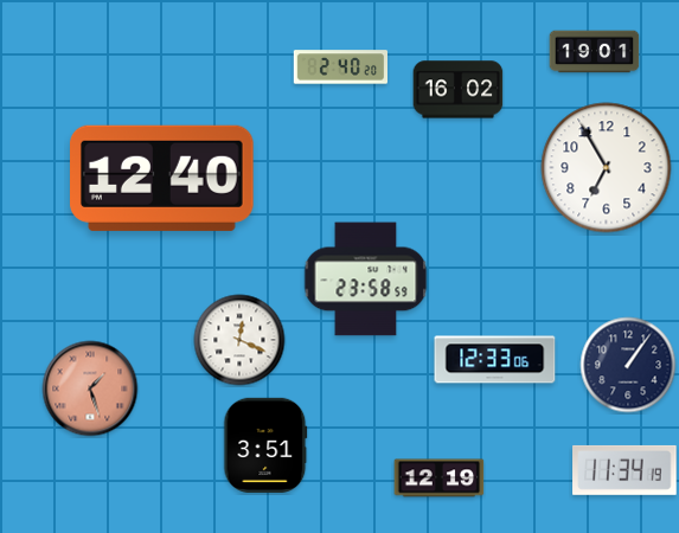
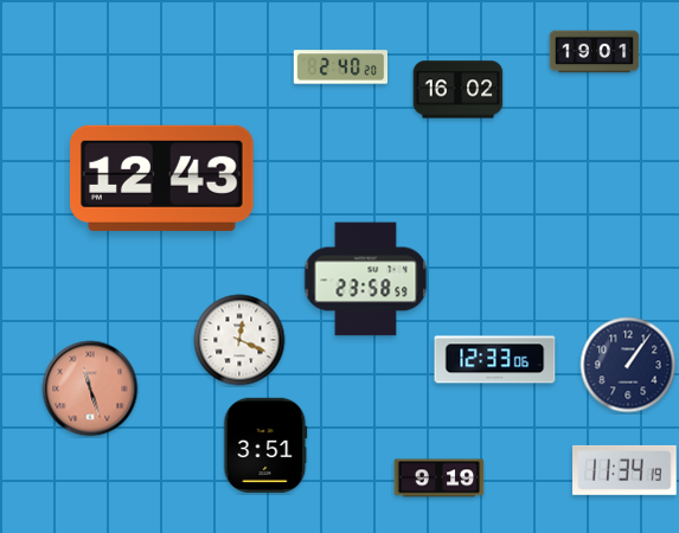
clock at (607, 168): 6:55 -> none
clock at (162, 178): 12:40 -> 12:43
clock at (90, 388): 1:27 -> 11:27
clock at (440, 479): 12:19 -> 9:19
